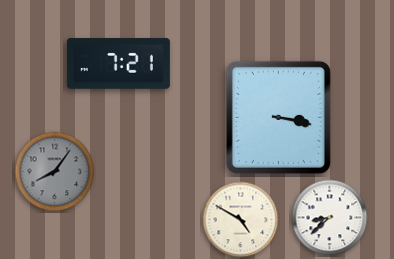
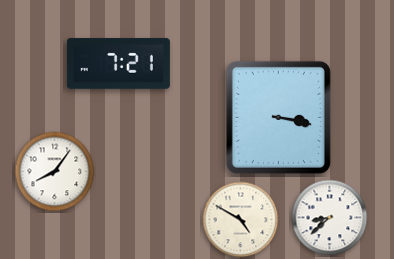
clock at (55, 172) dial: grey -> white
